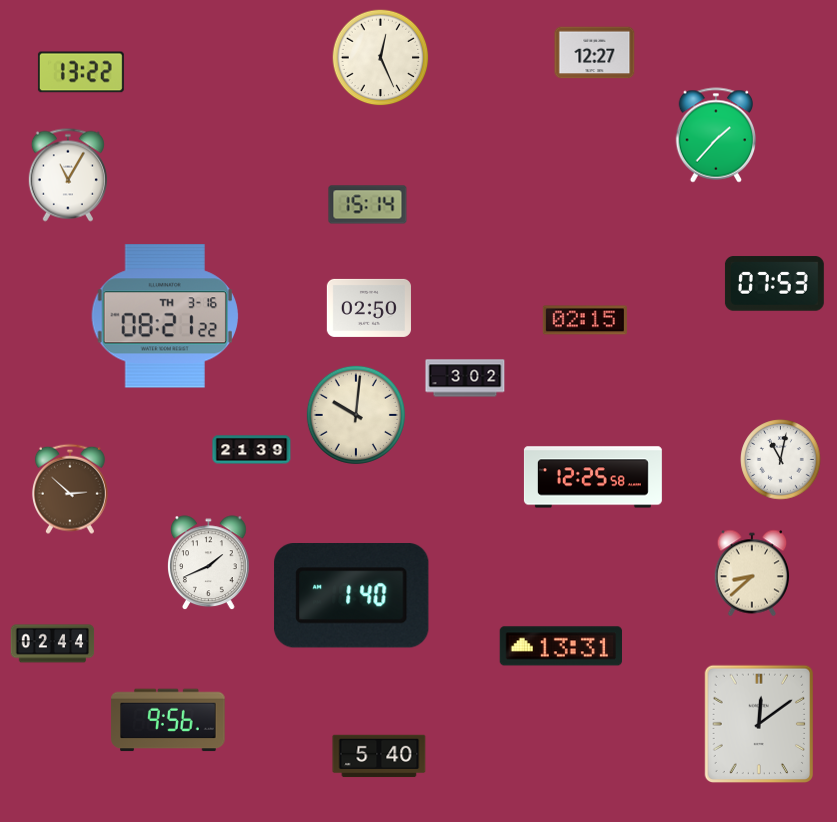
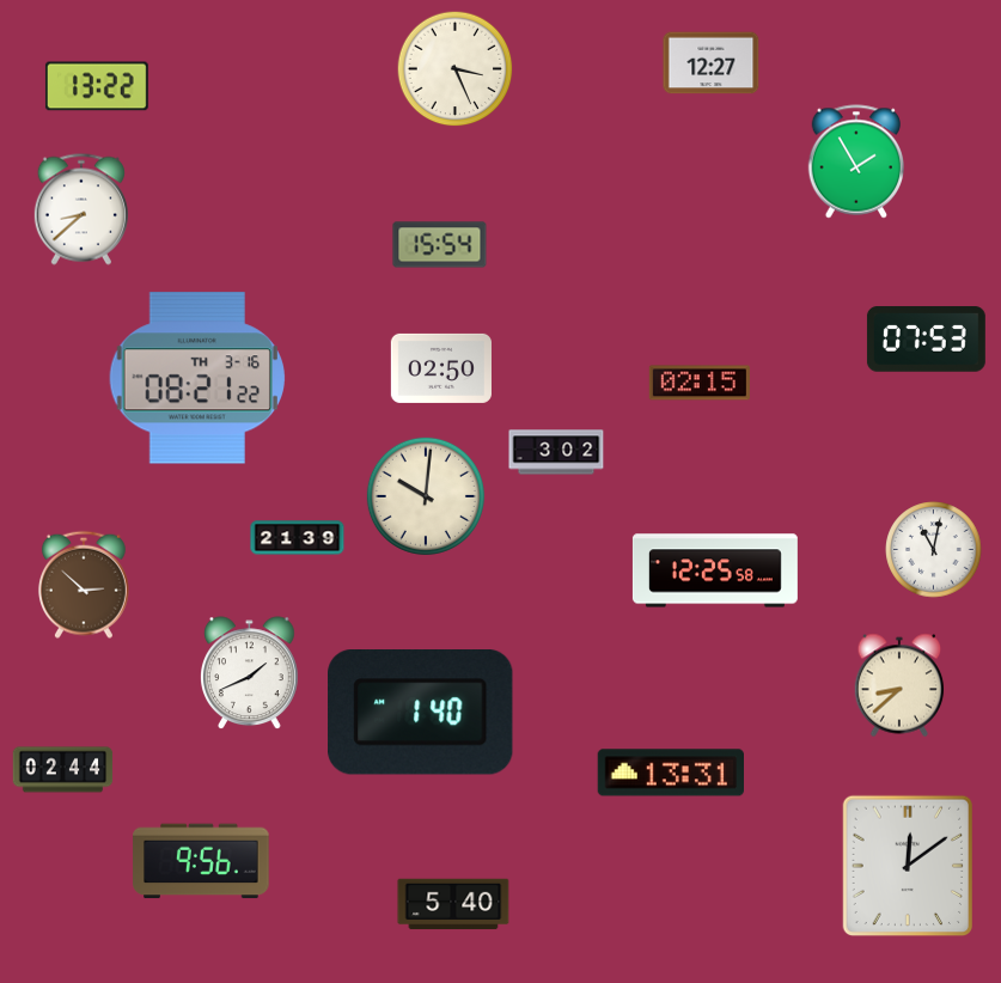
clock at (381, 58): 12:26 -> 3:26
clock at (716, 135): 1:37 -> 1:55
clock at (68, 175): 11:05 -> 8:38
clock at (368, 205): 15:14 -> 15:54
clock at (252, 450) position: (252, 450) -> (298, 538)
clock at (593, 477) position: (593, 477) -> (715, 570)
